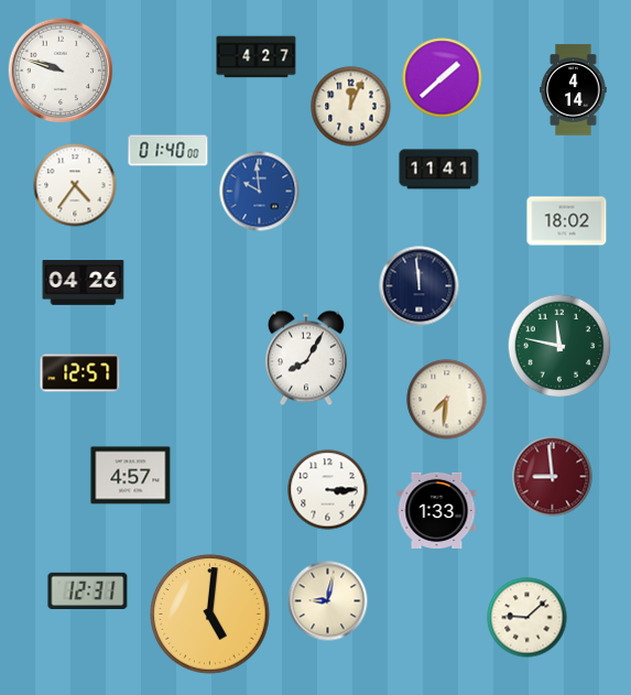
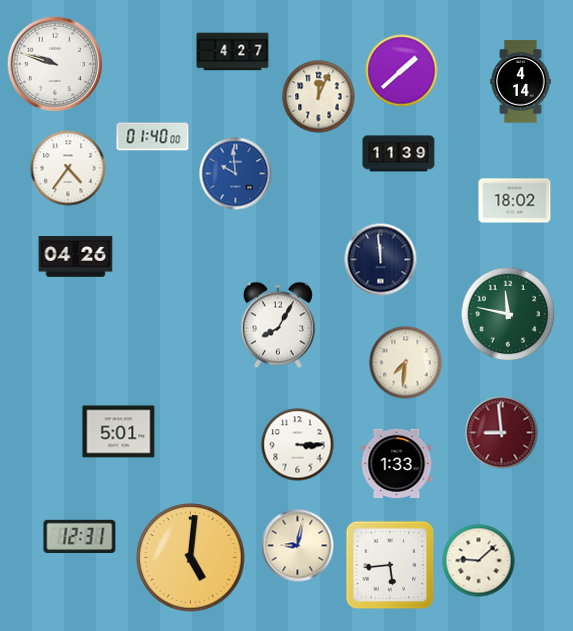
clock at (439, 170): 11:41 -> 11:39
clock at (80, 373): 12:57 -> none
clock at (131, 476): 4:57 -> 5:01
clock at (390, 565): none -> 5:44
